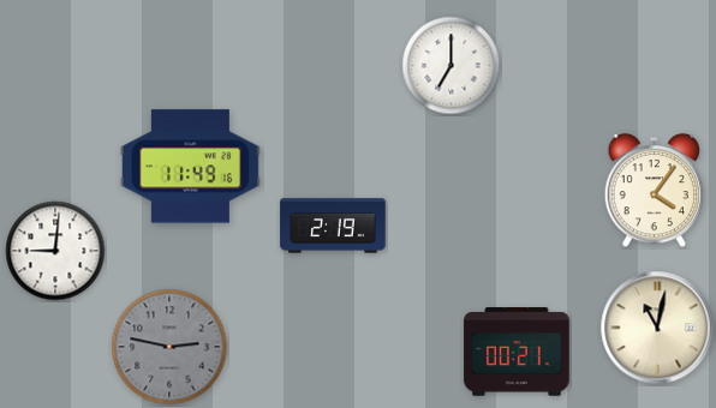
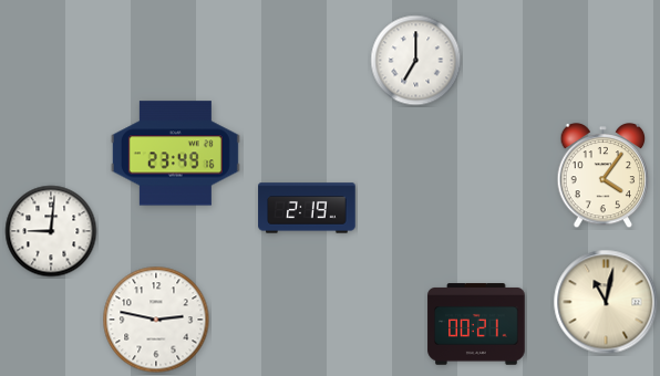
clock at (190, 167): 11:49 -> 23:49
clock at (169, 347) dial: grey -> white
